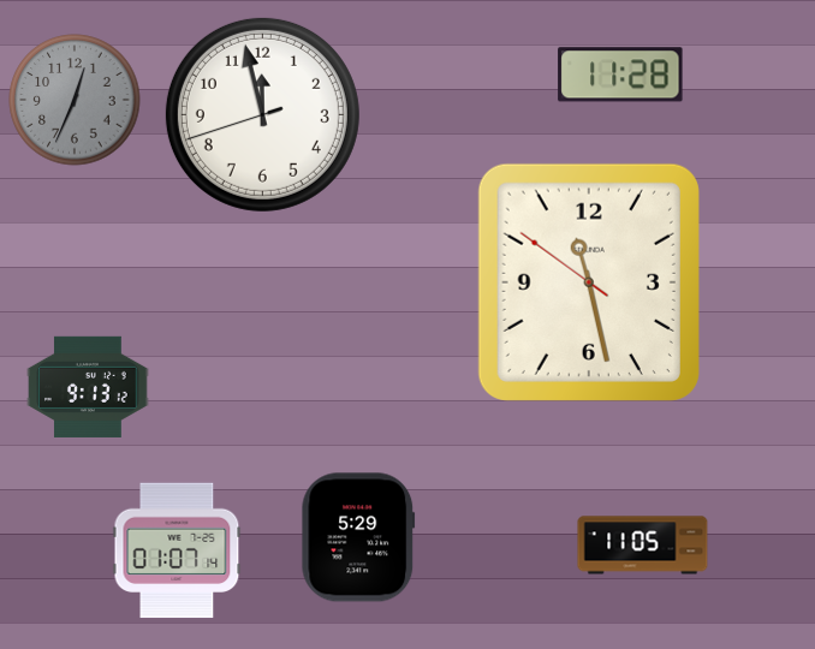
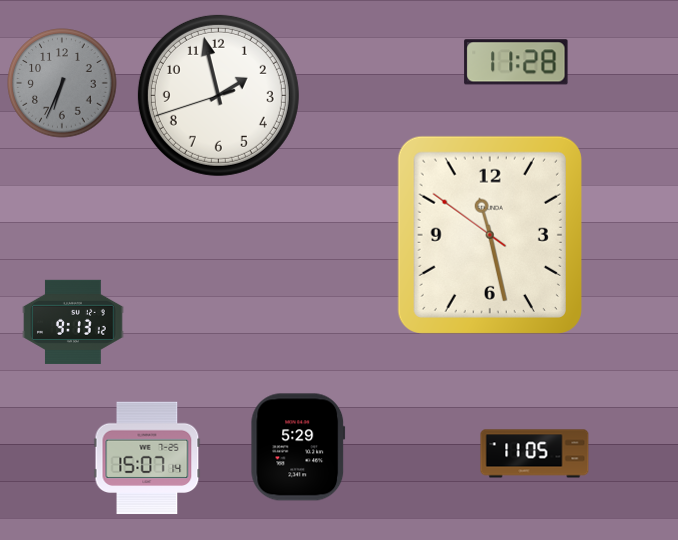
clock at (75, 100): 12:34 -> 6:34
clock at (262, 114): 11:57 -> 1:57
clock at (177, 550): 01:07 -> 15:07
